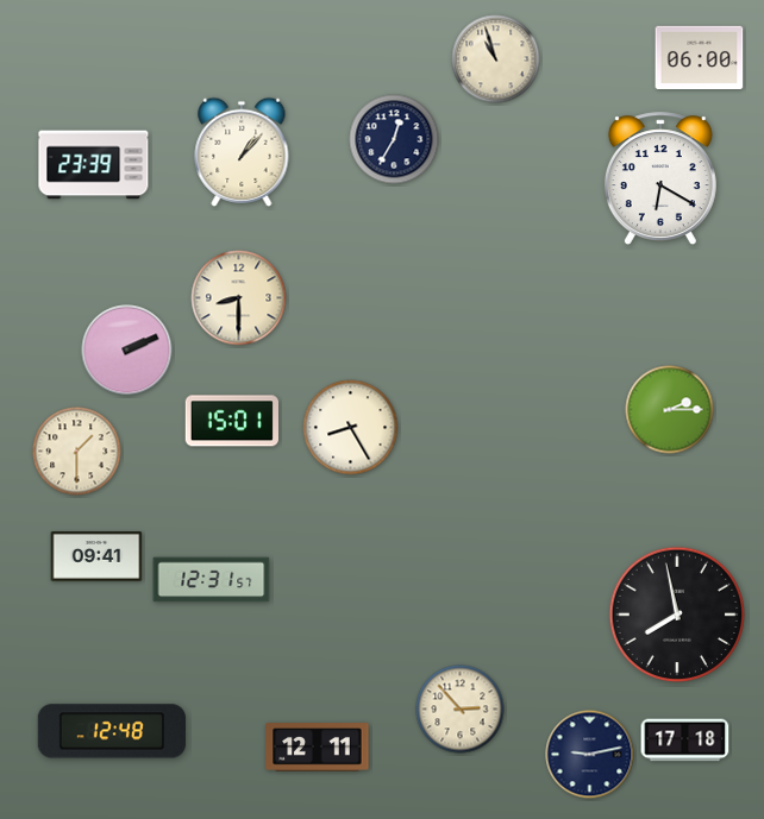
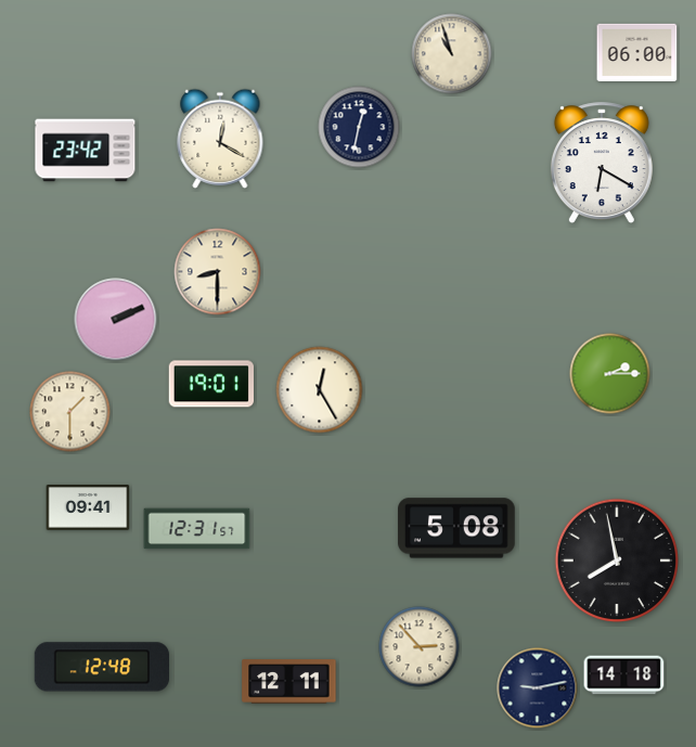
clock at (394, 139): 12:35 -> 12:32
clock at (242, 152): 1:07 -> 12:20
clock at (94, 165): 23:39 -> 23:42
clock at (231, 421): 15:01 -> 19:01
clock at (351, 428): 8:25 -> 12:25
clock at (456, 528): none -> 5:08
clock at (212, 580) position: (212, 580) -> (197, 529)
clock at (685, 741): 17:18 -> 14:18
